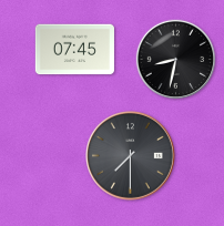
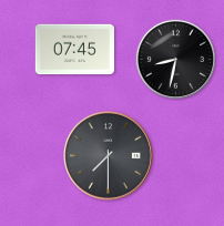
clock at (131, 156) position: (131, 156) -> (109, 156)
